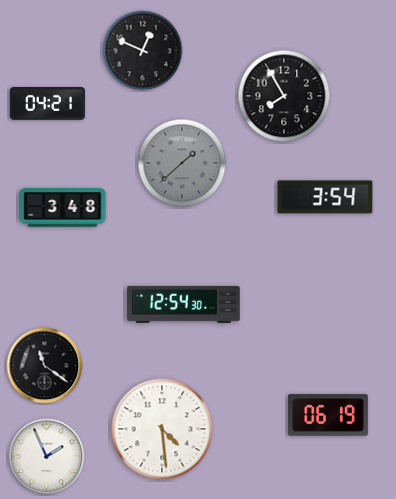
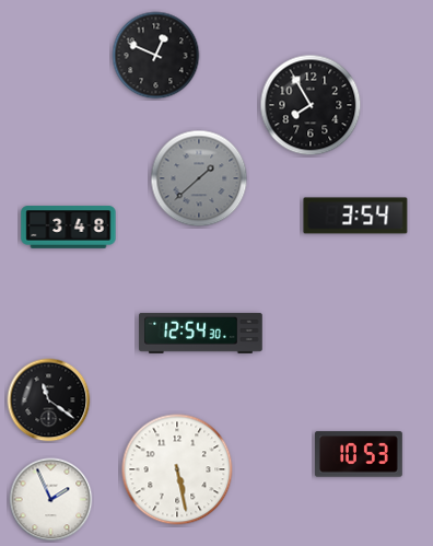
clock at (47, 104): 04:21 -> none
clock at (328, 415): 06:19 -> 10:53
clock at (162, 429): 4:29 -> 5:28
